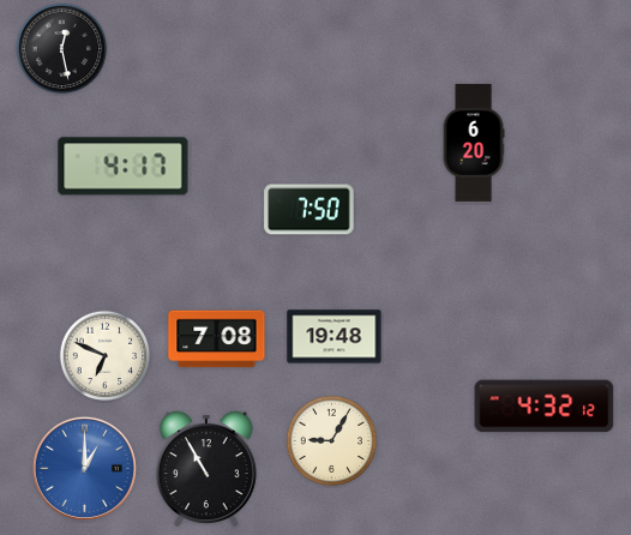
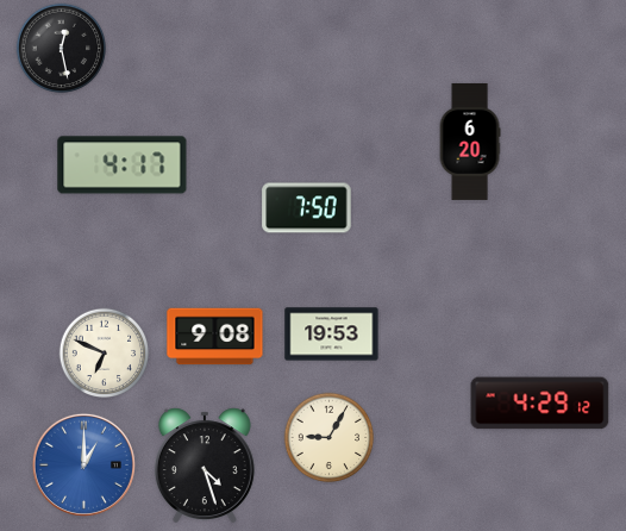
clock at (335, 337): 19:48 -> 19:53
clock at (217, 339): 7:08 -> 9:08
clock at (545, 407): 4:32 -> 4:29
clock at (206, 468): 10:55 -> 4:27
